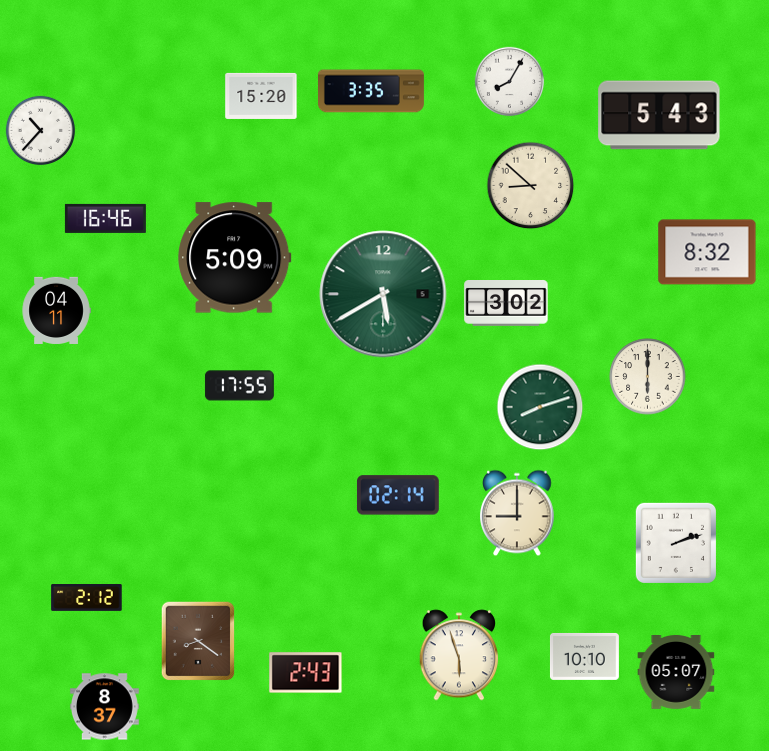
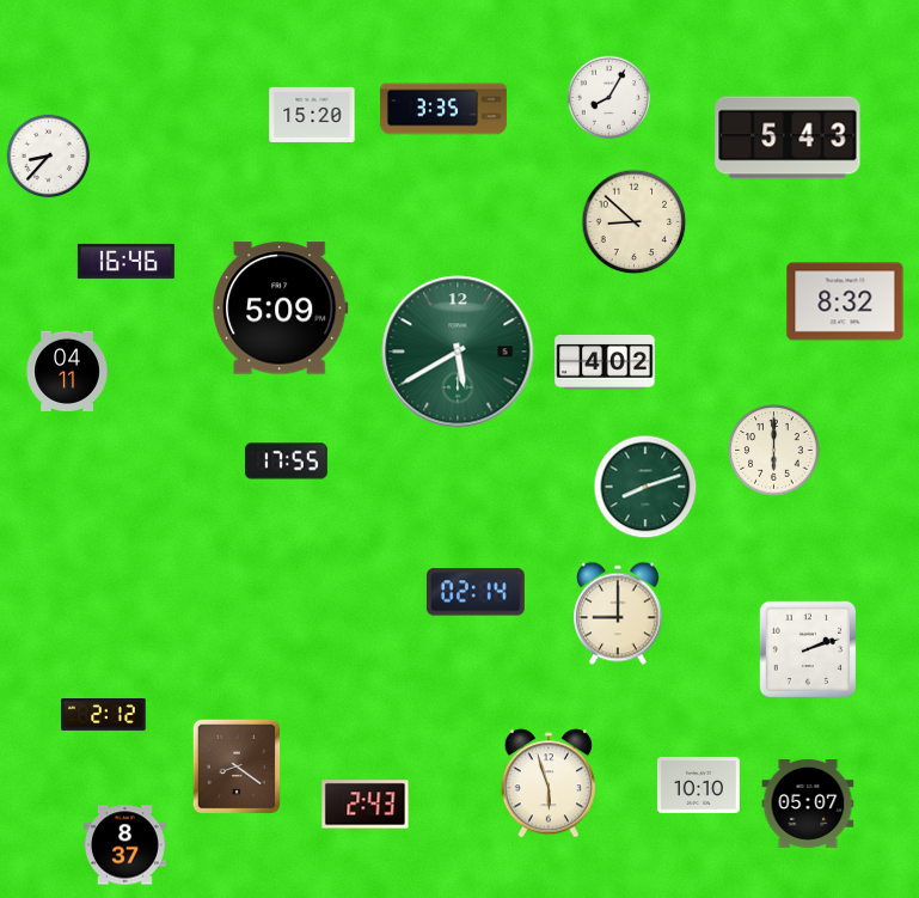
clock at (41, 131): 10:37 -> 8:37
clock at (506, 304): 3:02 -> 4:02
